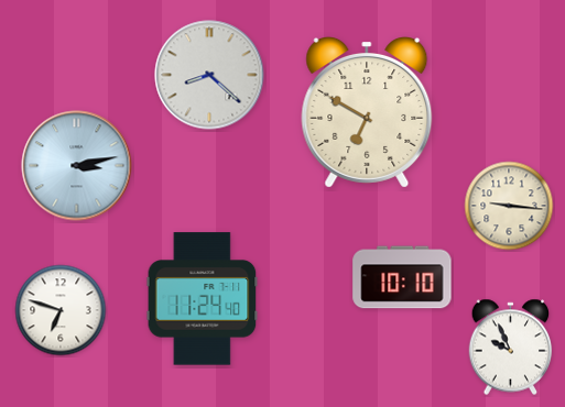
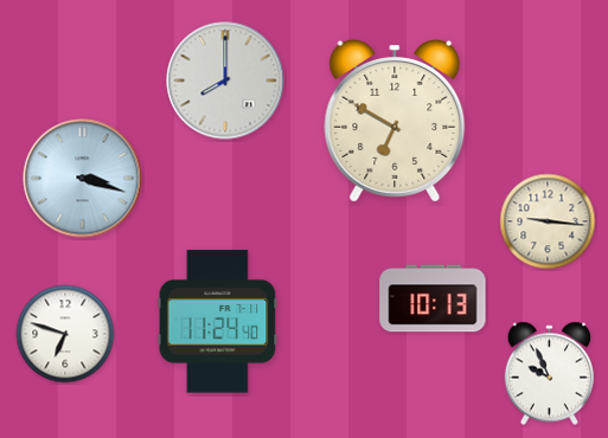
clock at (209, 75): 8:22 -> 8:00
clock at (77, 166): 3:13 -> 3:18
clock at (402, 277): 10:10 -> 10:13
